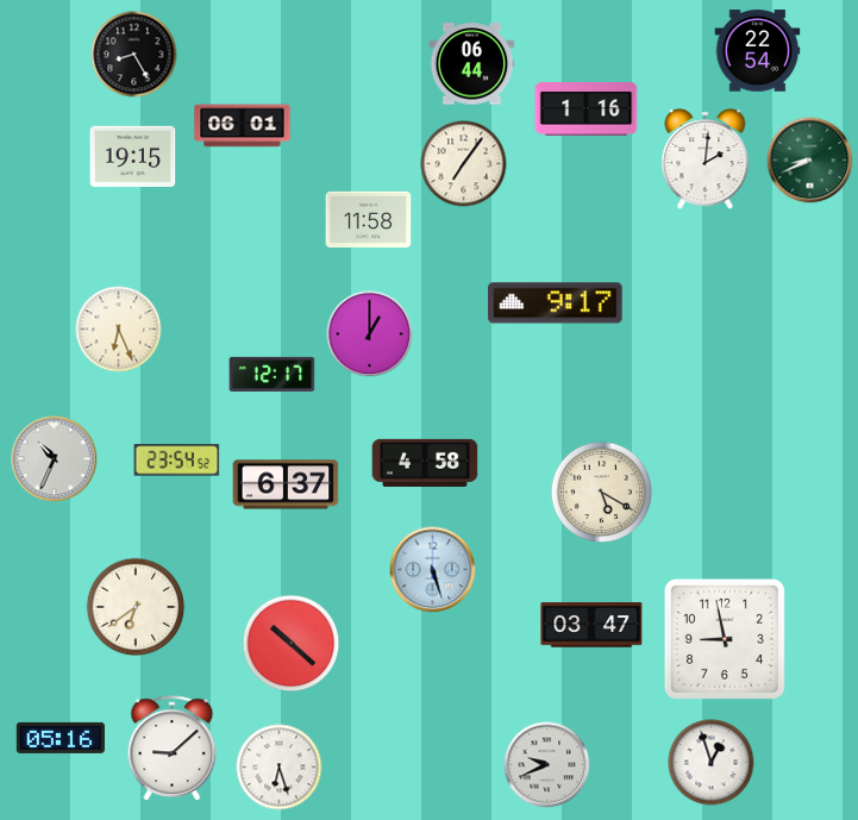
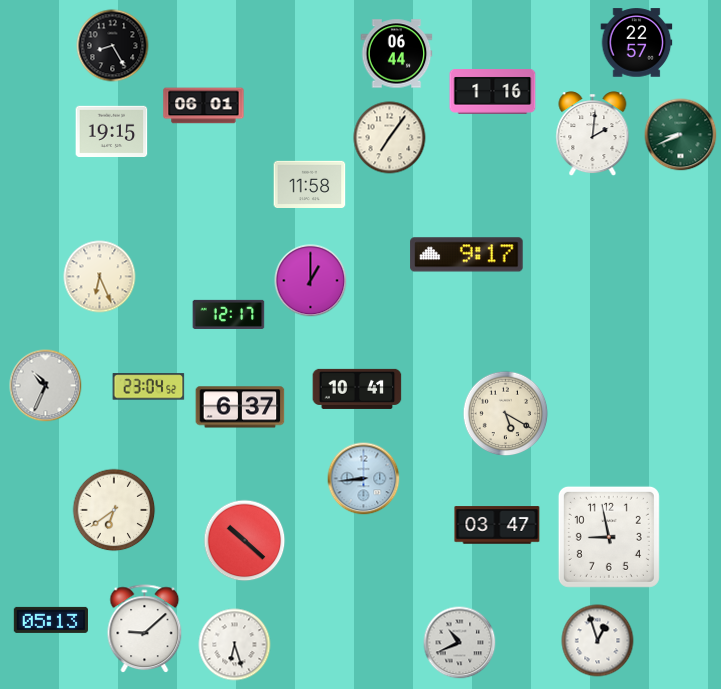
clock at (758, 51): 22:54 -> 22:57
clock at (177, 461): 23:54 -> 23:04
clock at (425, 463): 4:58 -> 10:41
clock at (433, 570): 5:27 -> 8:44
clock at (60, 738): 05:16 -> 05:13
clock at (547, 765): 9:41 -> 10:41
